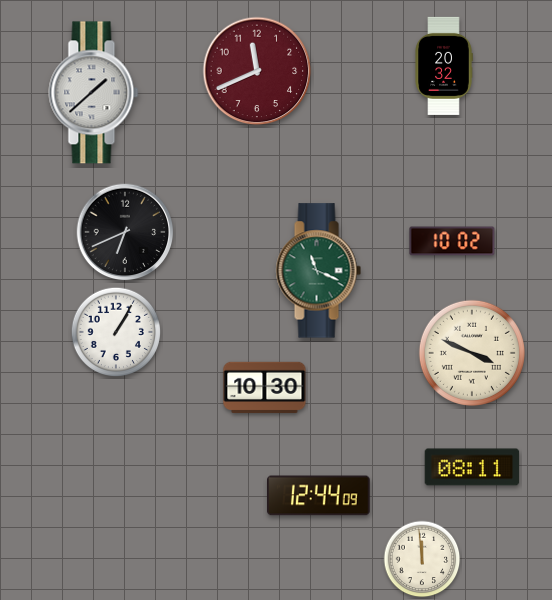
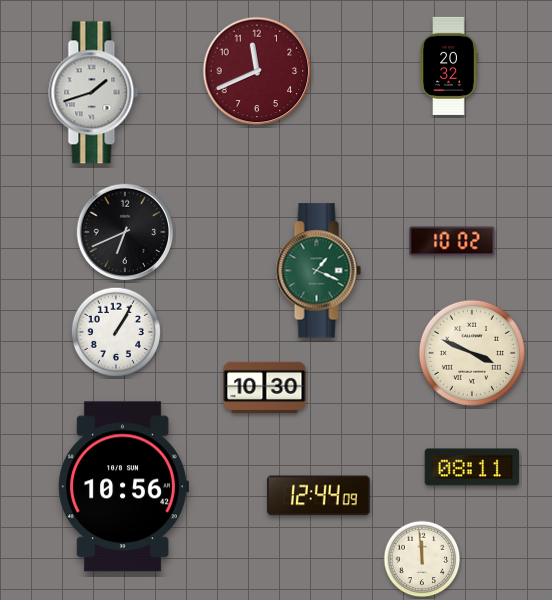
clock at (444, 66) position: (444, 66) -> (449, 66)
clock at (94, 93): 1:38 -> 1:42
clock at (318, 271): 11:19 -> 1:19
clock at (123, 487): none -> 10:56
